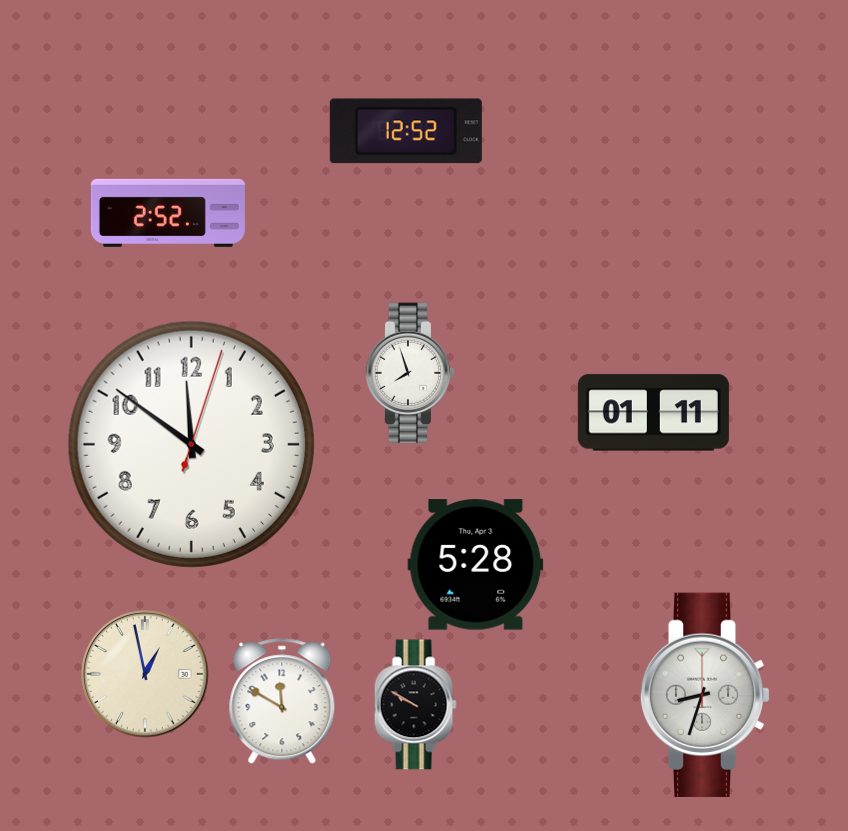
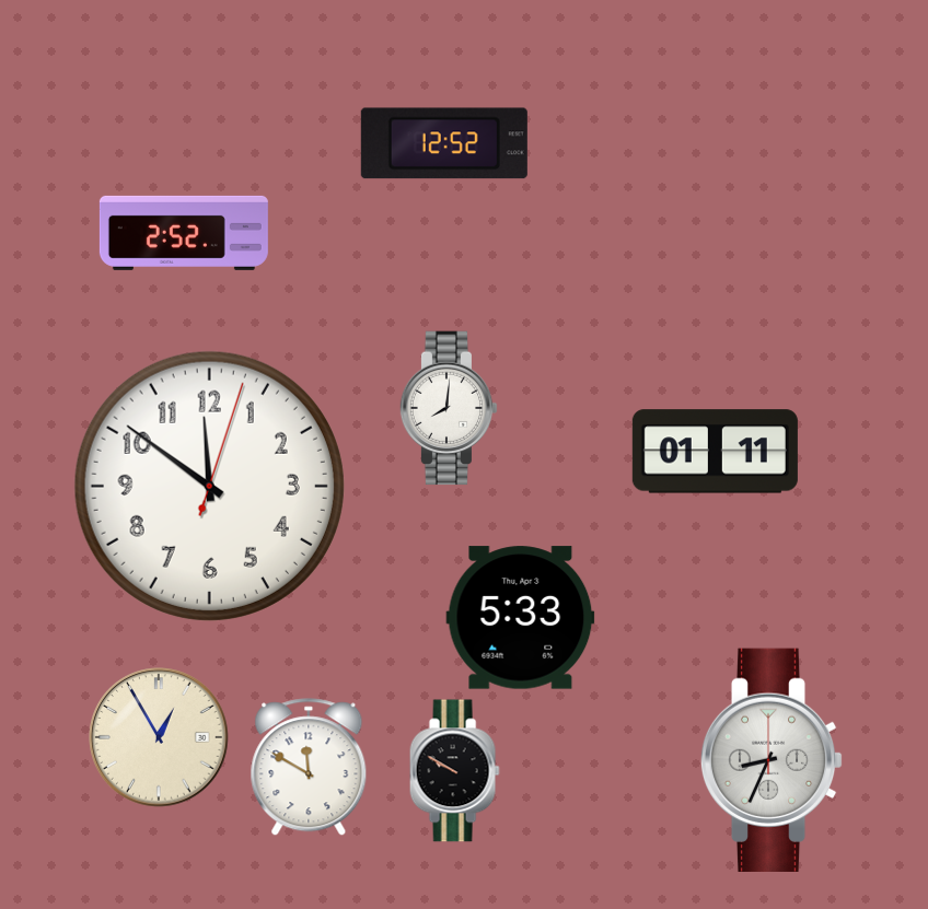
clock at (410, 373): 7:57 -> 8:01
clock at (476, 565): 5:28 -> 5:33
clock at (145, 674): 12:58 -> 12:55
clock at (705, 695): 8:33 -> 8:34
